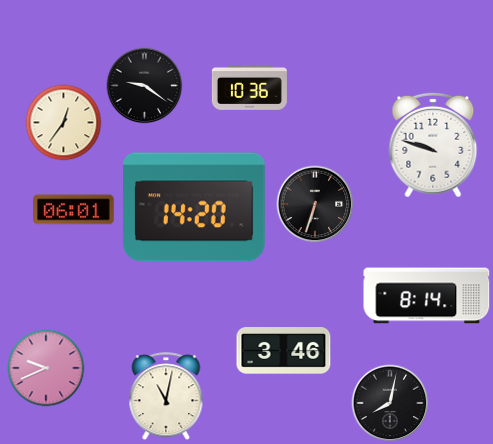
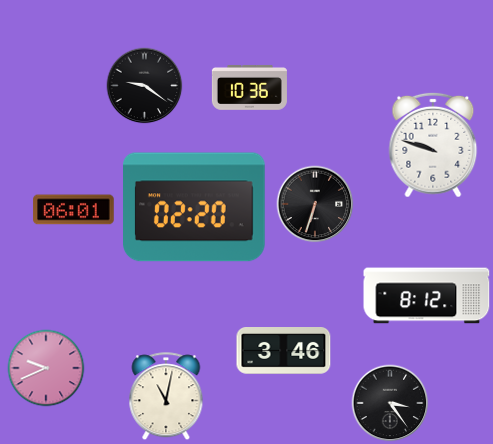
clock at (64, 123): 12:36 -> none
clock at (195, 207): 14:20 -> 02:20
clock at (427, 296): 8:14 -> 8:12
clock at (390, 403): 8:02 -> 3:24
